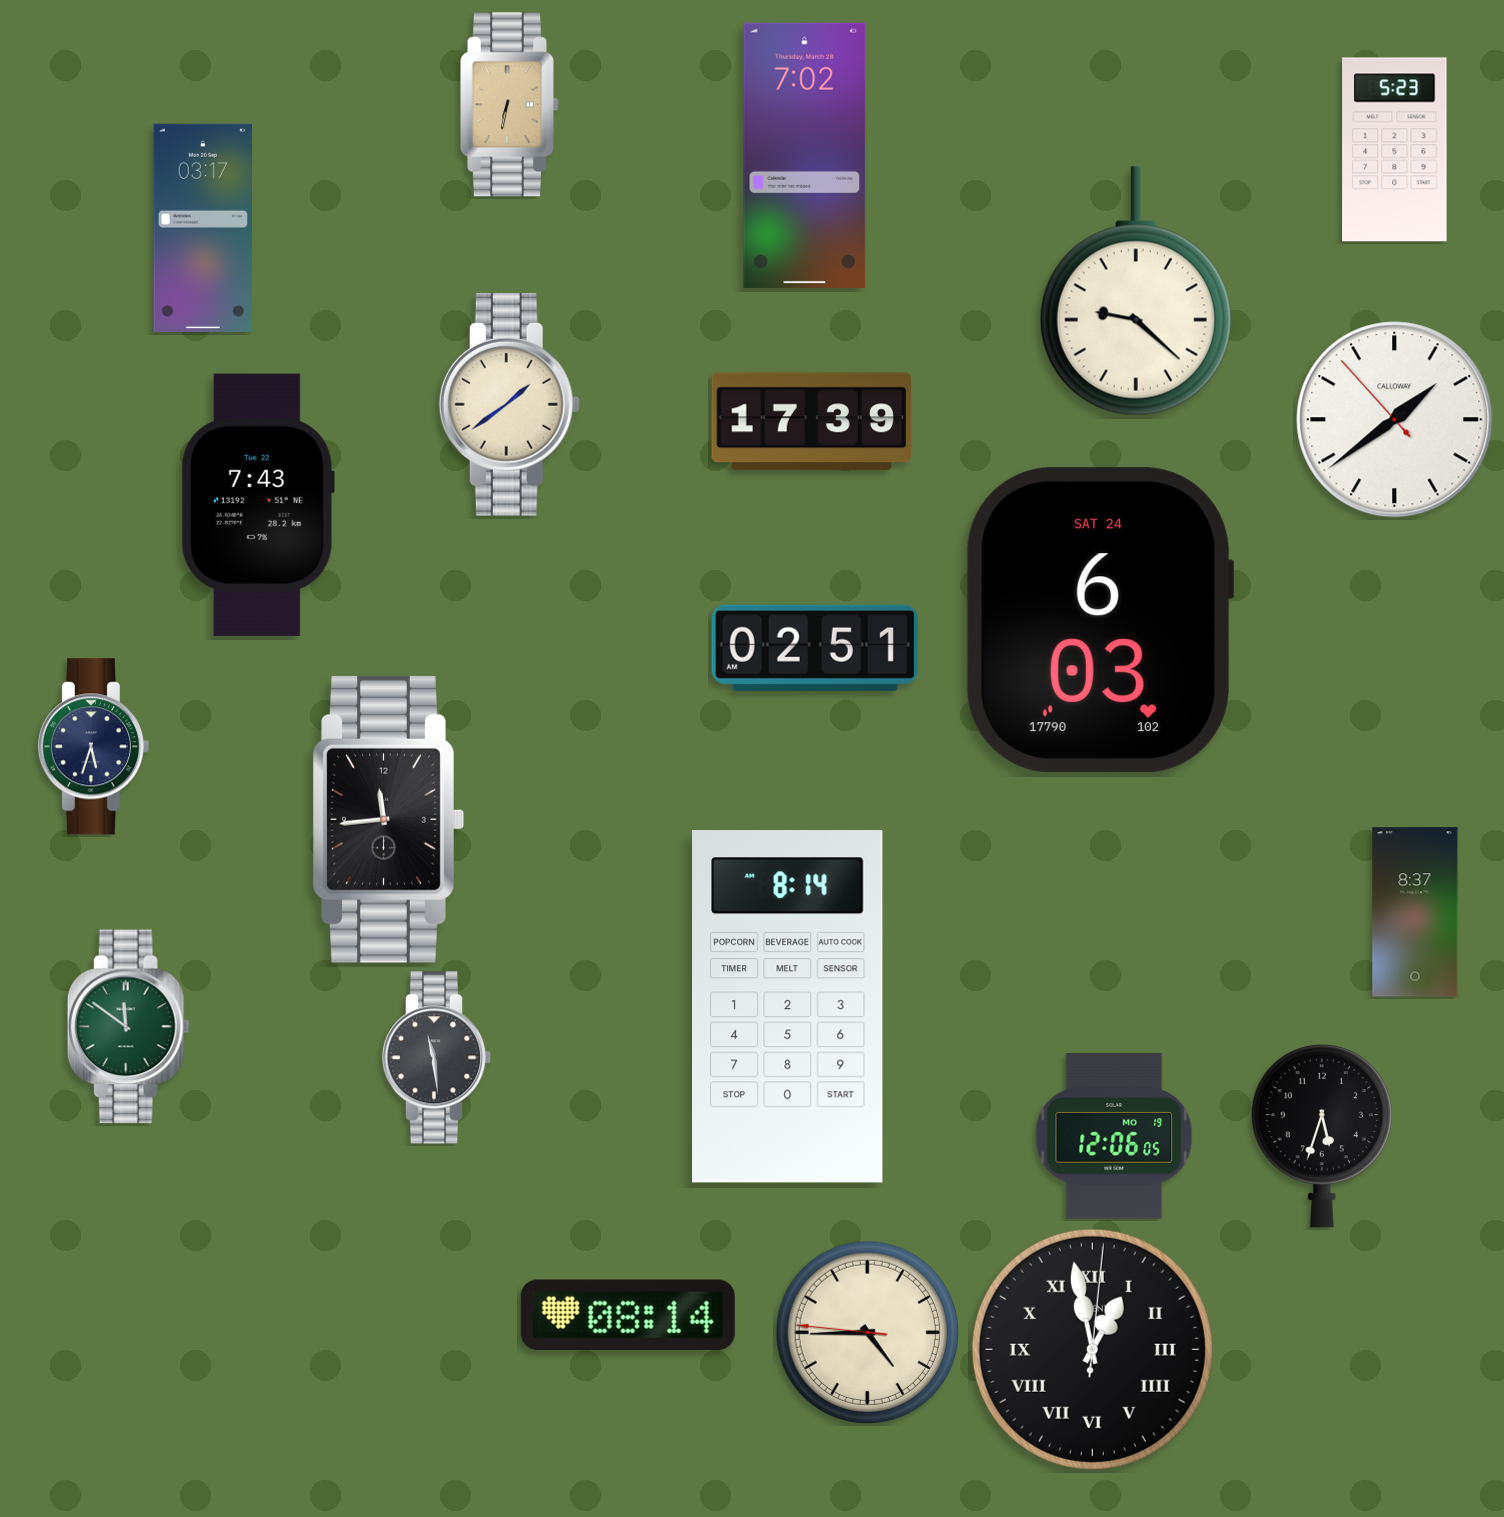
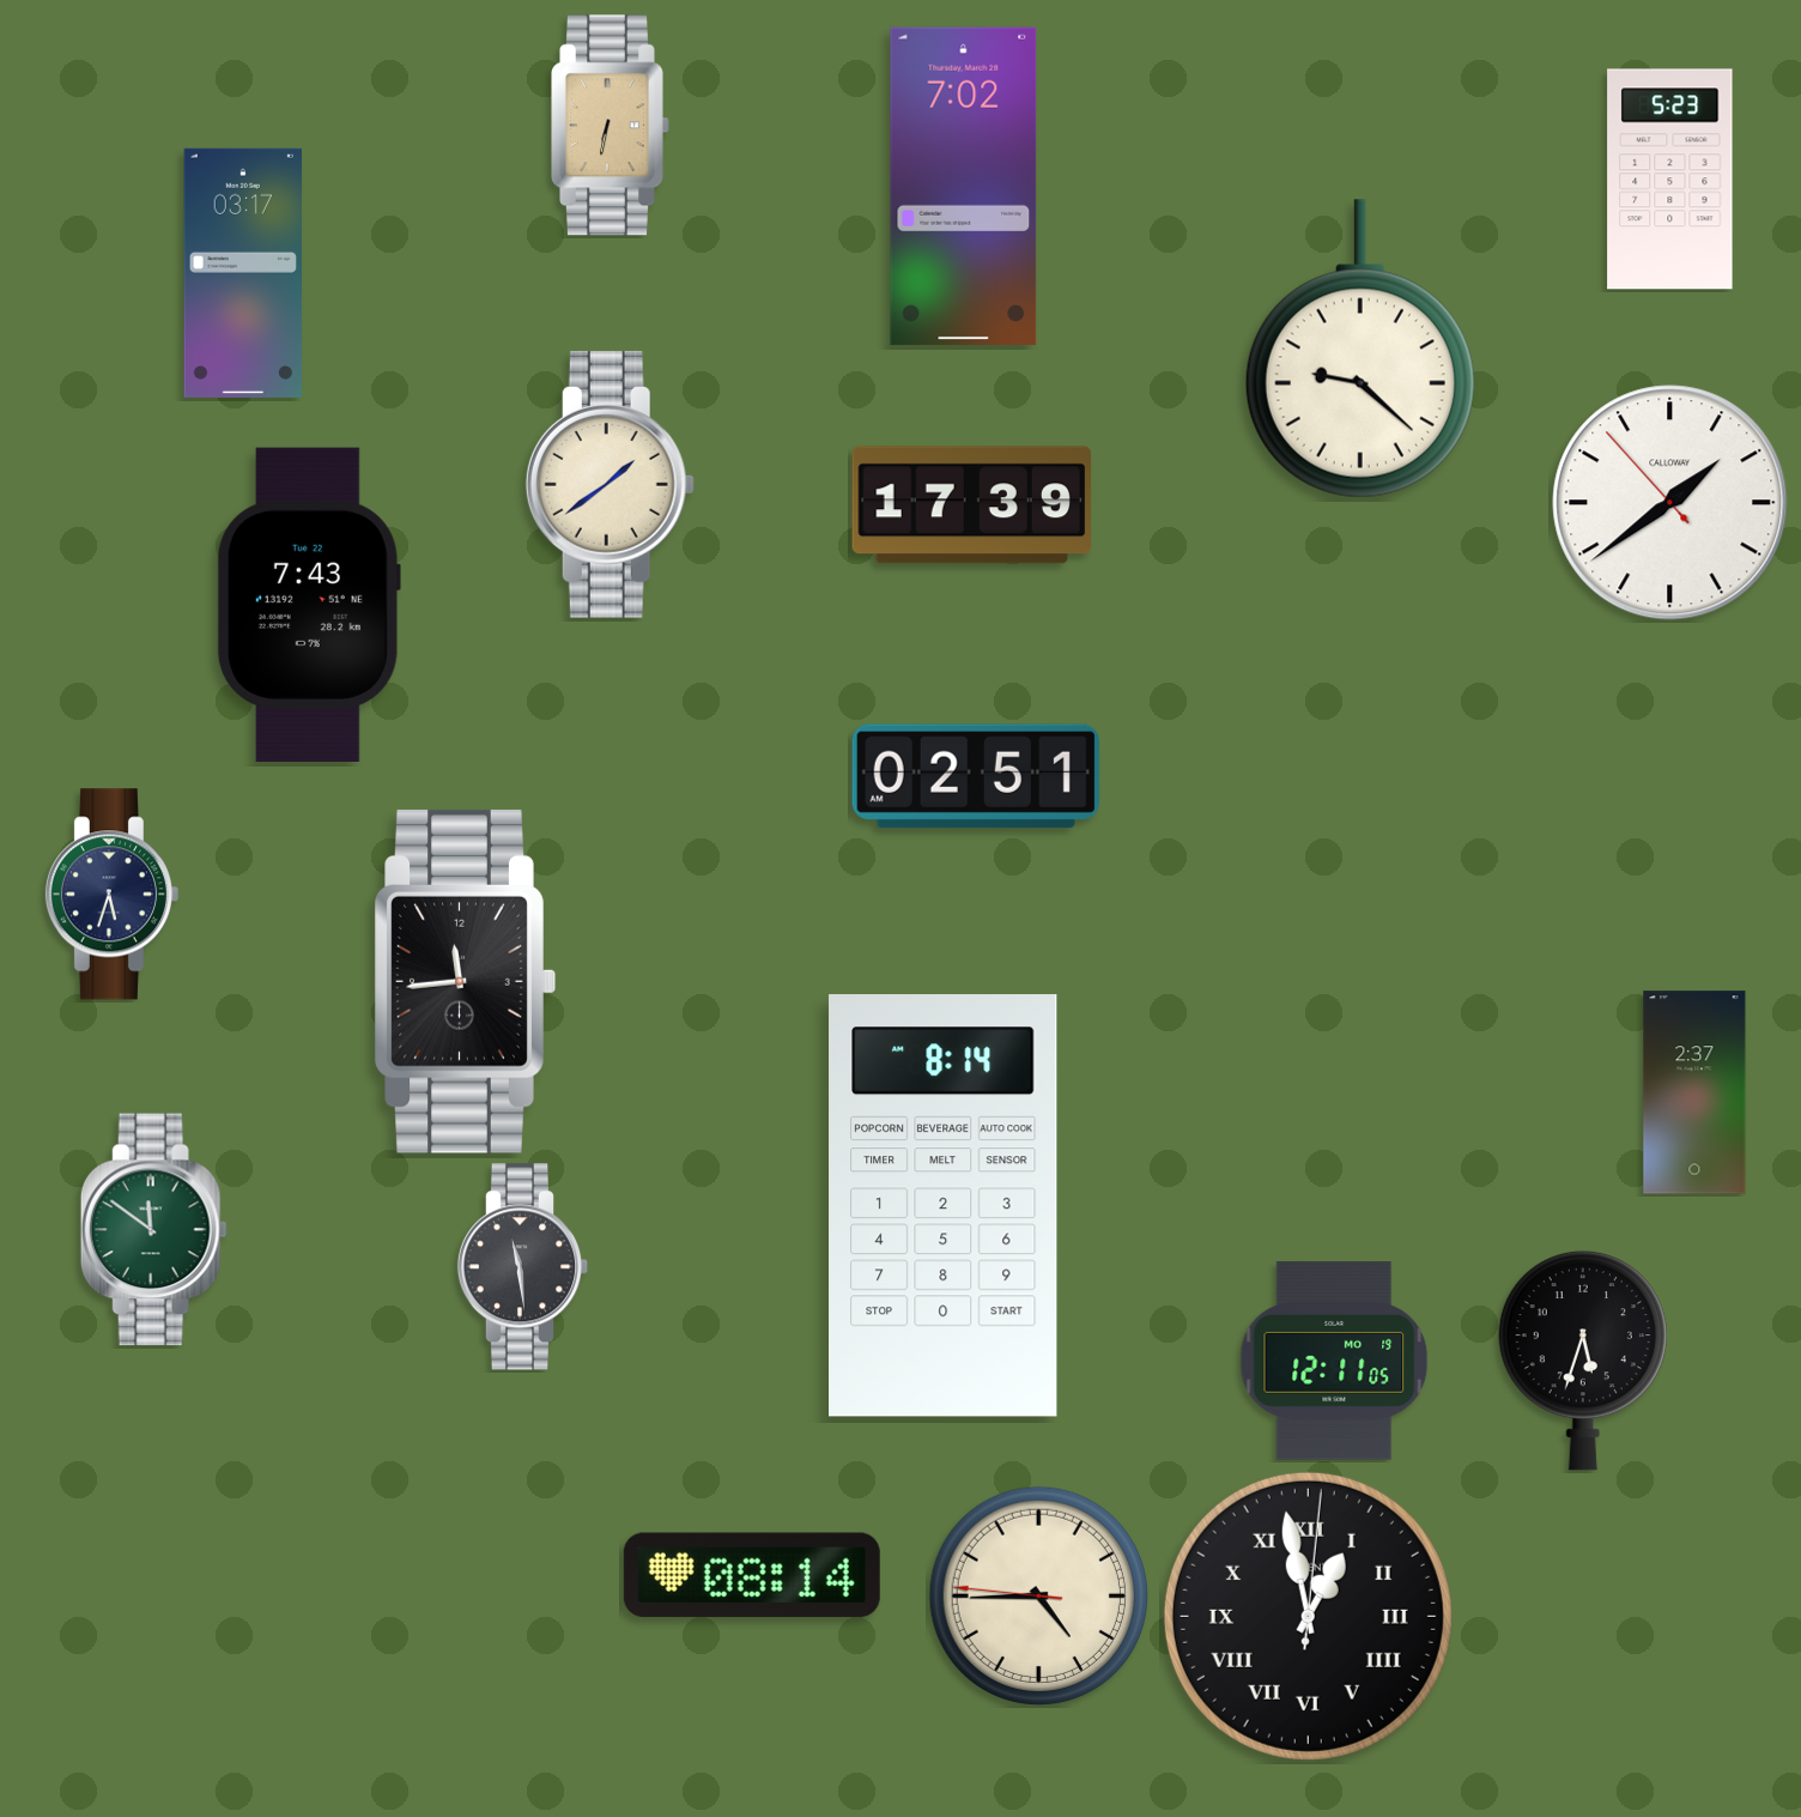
clock at (1100, 620): 6:03 -> none
clock at (1415, 912): 8:37 -> 2:37
clock at (1114, 1136): 12:06 -> 12:11
